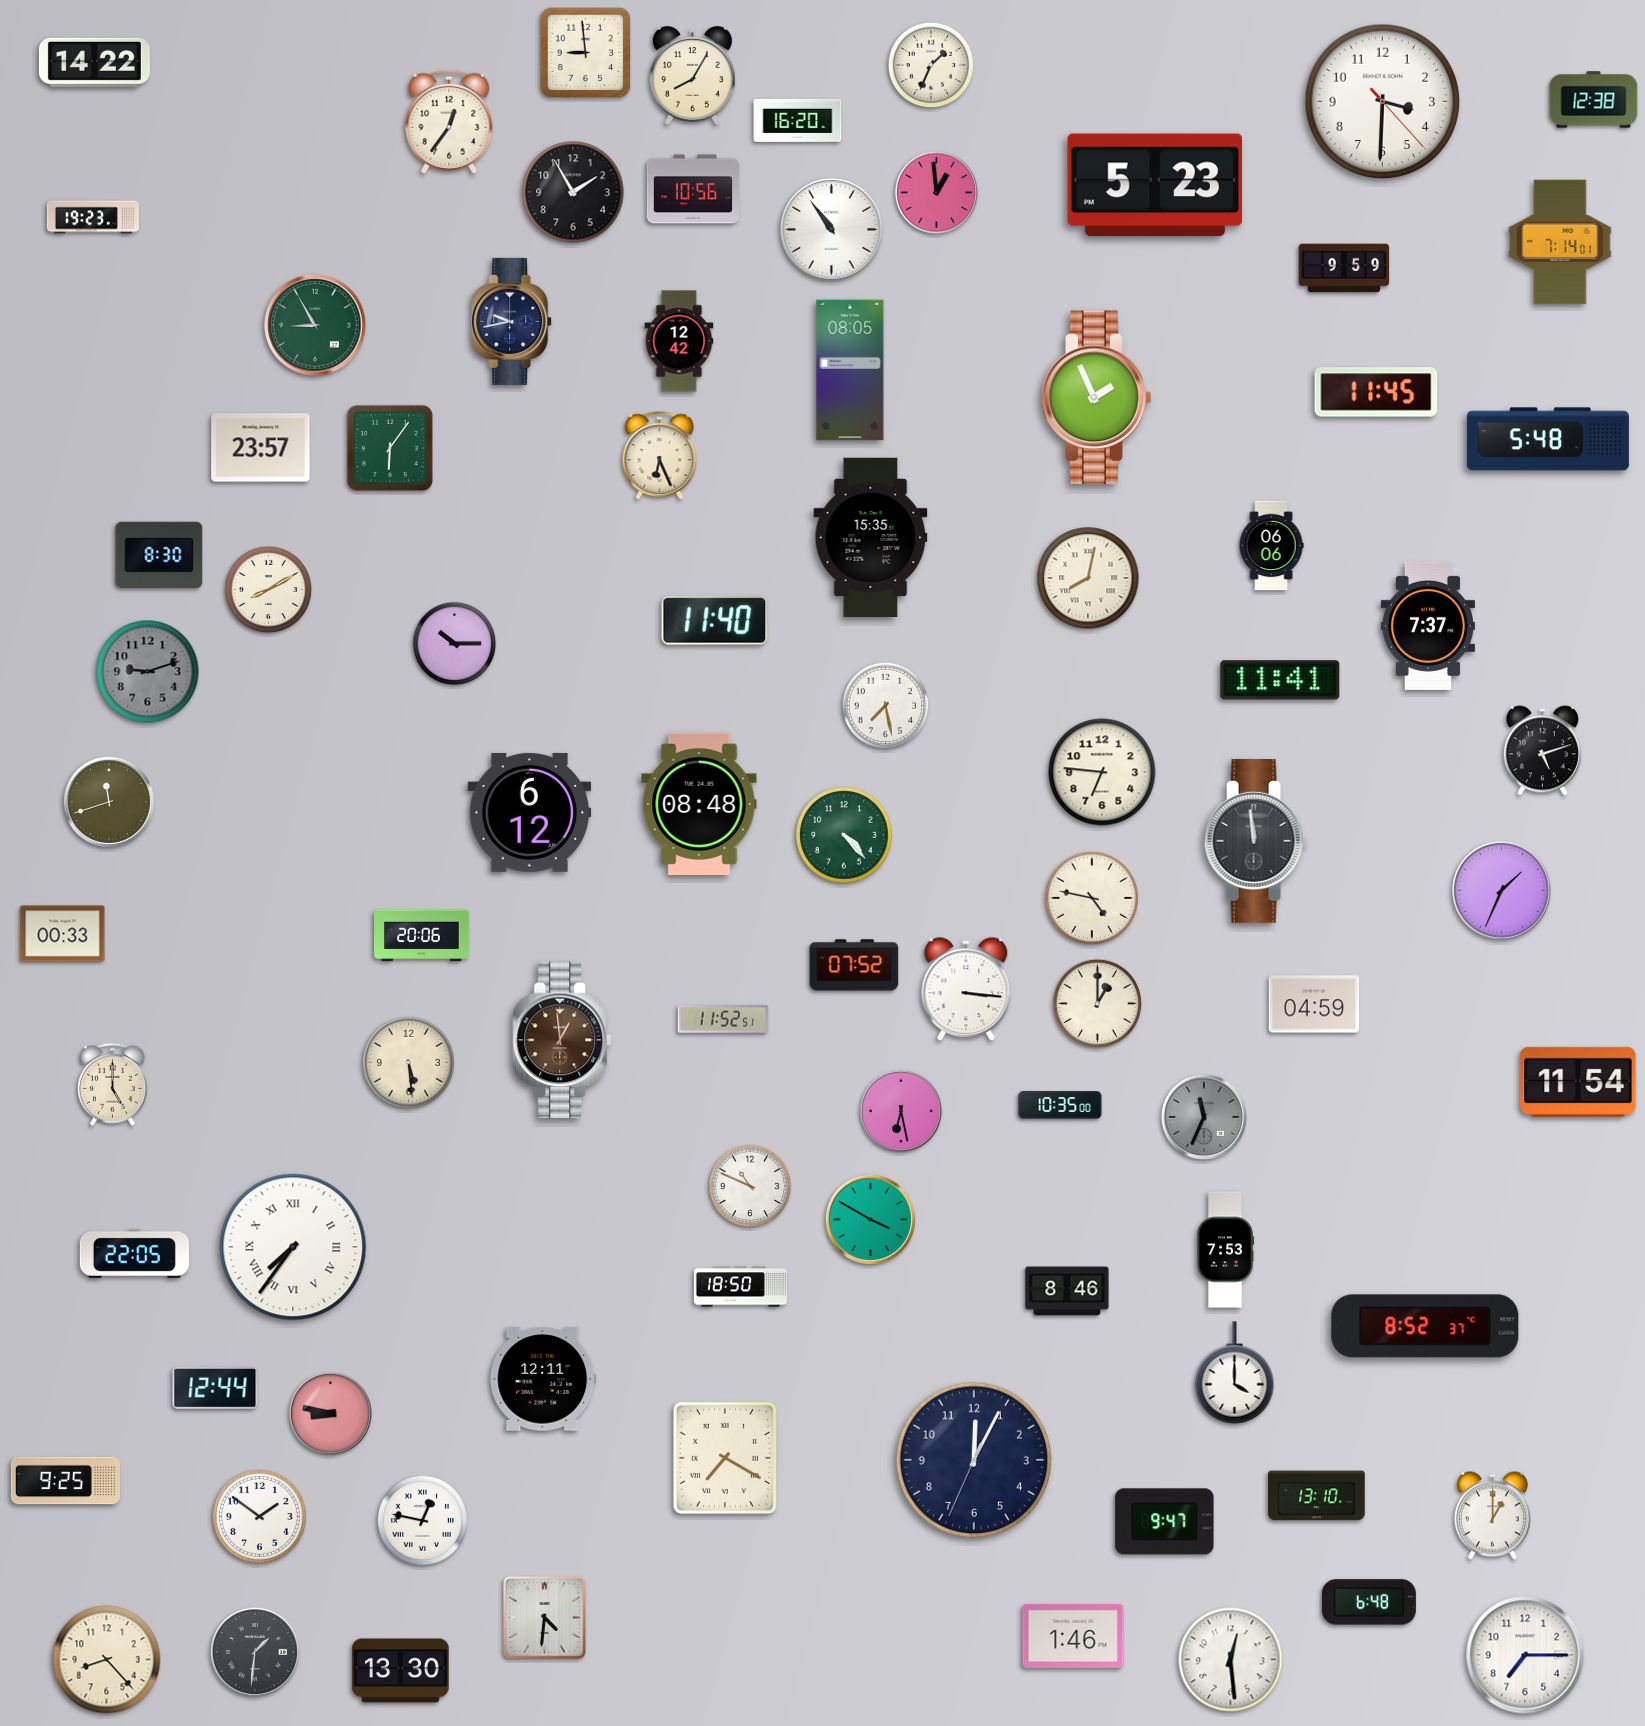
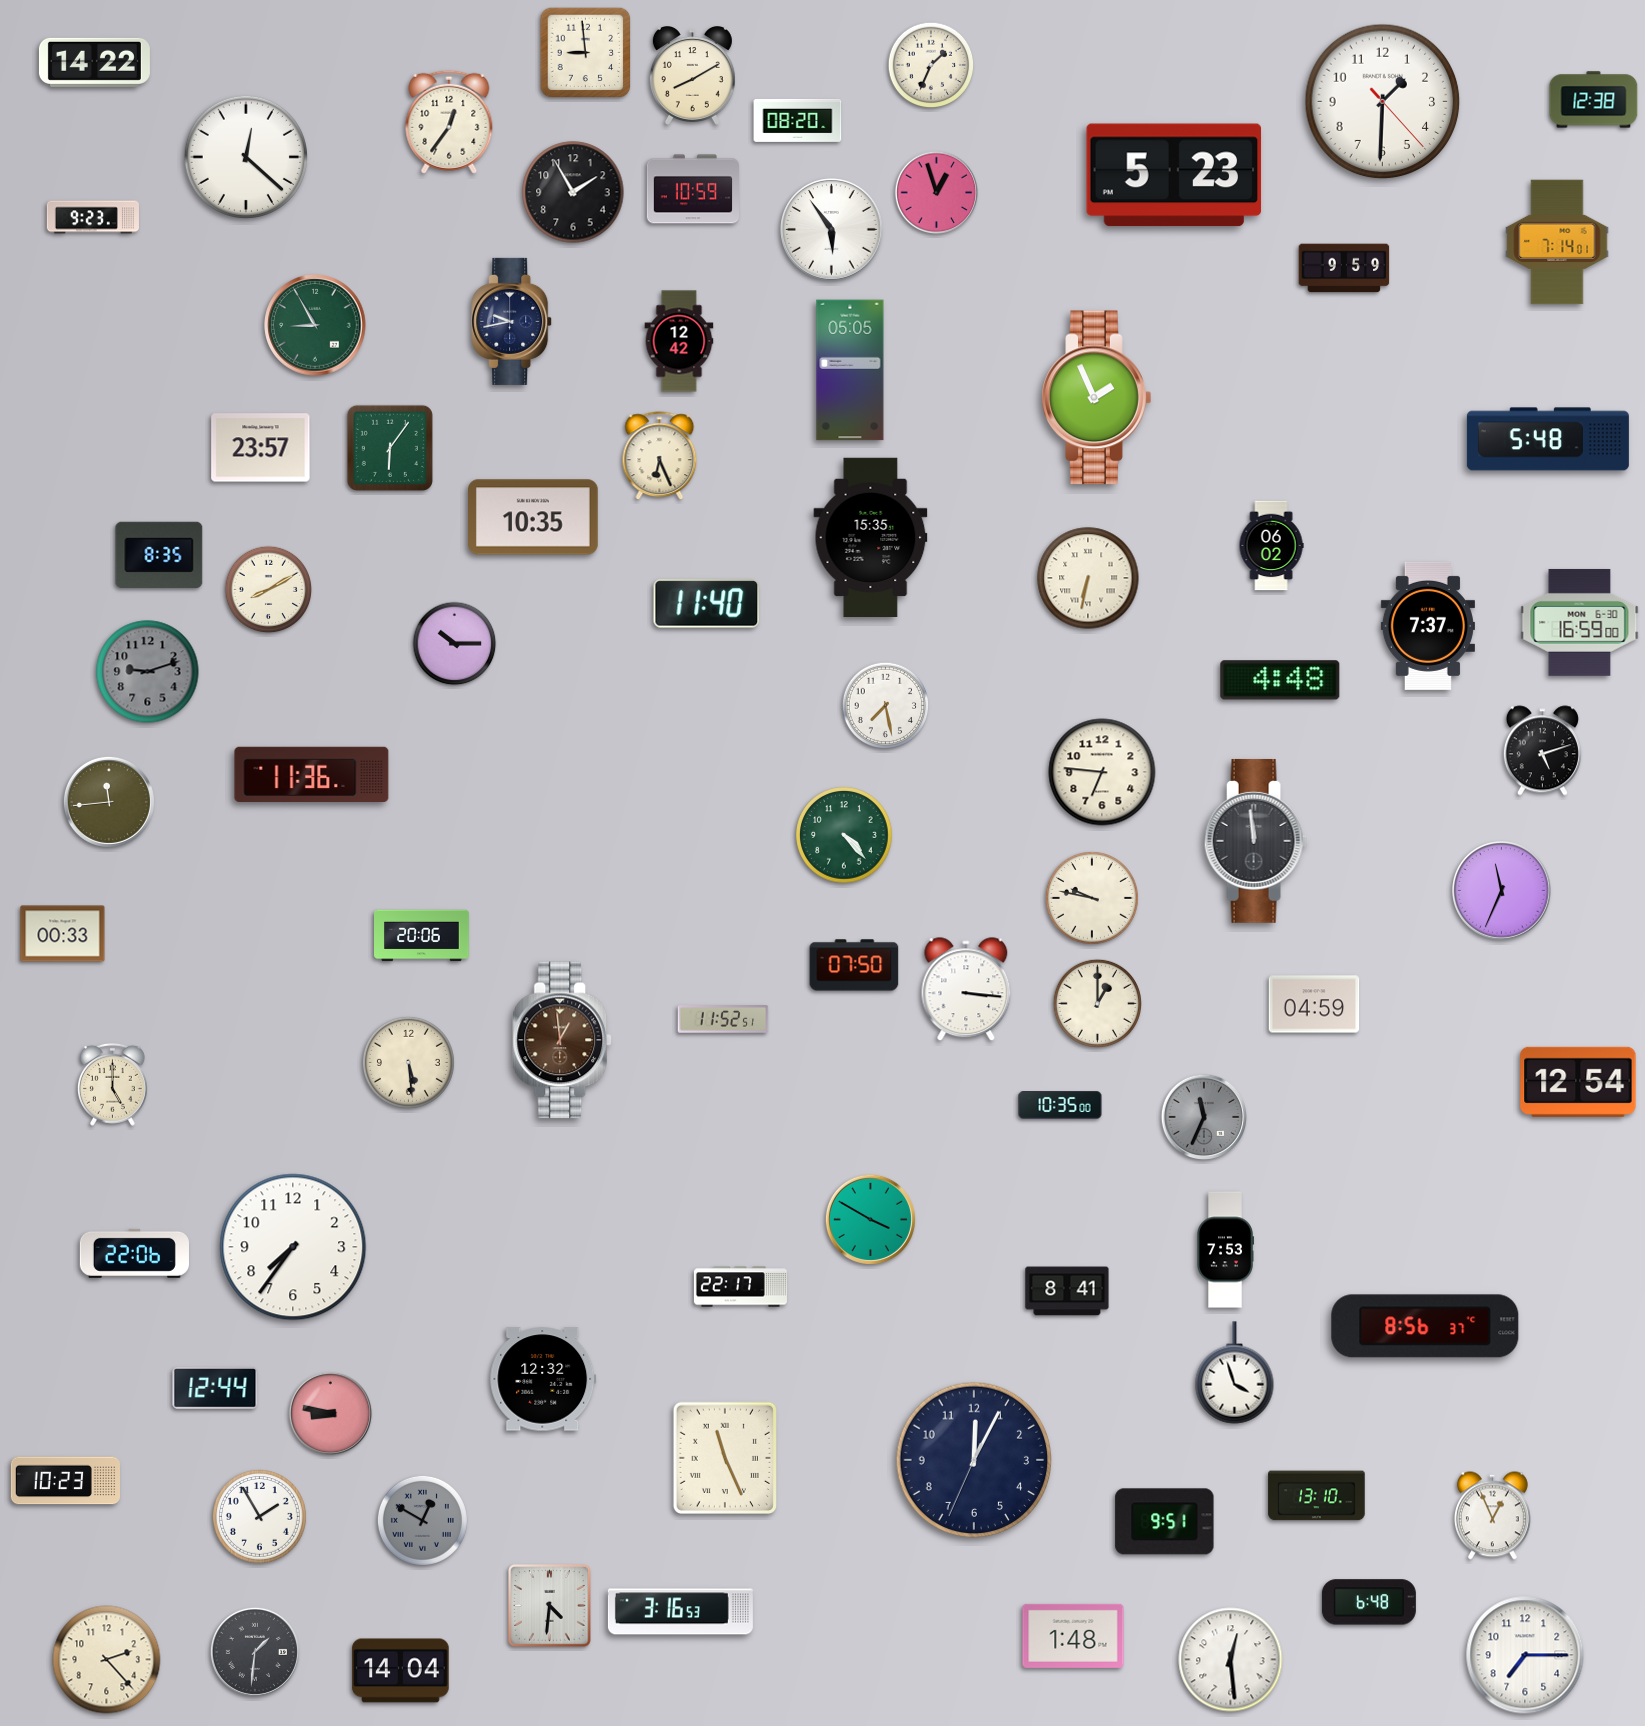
clock at (692, 76): 8:05 -> 8:10
clock at (1383, 102): 3:30 -> 1:30
clock at (798, 120): 16:20 -> 08:20
clock at (246, 157): none -> 12:22
clock at (1155, 185) position: (1155, 185) -> (1174, 175)
clock at (693, 189): 10:56 -> 10:59
clock at (937, 193): 12:59 -> 12:57
clock at (93, 217): 19:23 -> 9:23
clock at (832, 230): 10:54 -> 5:54
clock at (1560, 242) position: (1560, 242) -> (1557, 242)
clock at (850, 370): 08:05 -> 05:05
clock at (1376, 392): 11:45 -> none
clock at (534, 517): none -> 10:35
clock at (1271, 546): 06:06 -> 06:02
clock at (159, 555): 8:30 -> 8:35
clock at (1088, 578): 8:02 -> 6:32
clock at (715, 621) position: (715, 621) -> (707, 604)
clock at (1580, 622): none -> 16:59
clock at (1280, 680): 11:41 -> 4:48
clock at (312, 774): none -> 11:36
clock at (109, 802): 11:42 -> 11:44
clock at (699, 803): 08:48 -> none
clock at (530, 812): 6:12 -> none
clock at (1502, 891): 1:34 -> 11:34
clock at (1092, 898): 4:47 -> 9:47
clock at (854, 965): 07:52 -> 07:50
clock at (1578, 1082): 11:54 -> 12:54
clock at (901, 1111): 6:28 -> none
clock at (750, 1186): 10:49 -> none
clock at (293, 1247) numerals: Roman -> Arabic
clock at (134, 1253): 22:05 -> 22:06
clock at (740, 1287): 18:50 -> 22:17
clock at (1067, 1291): 8:46 -> 8:41
clock at (1425, 1326): 8:52 -> 8:56
clock at (1235, 1373): 4:00 -> 3:57
clock at (543, 1379): 12:11 -> 12:32
clock at (724, 1457): 7:20 -> 11:26
clock at (65, 1481): 9:25 -> 10:23
clock at (259, 1516): 1:51 -> 1:55
clock at (1492, 1516): 1:00 -> 12:56
clock at (422, 1520): 12:47 -> 12:50
clock at (422, 1520) dial: white -> grey
clock at (1165, 1522): 9:47 -> 9:51
clock at (680, 1612): none -> 3:16
clock at (545, 1618) position: (545, 1618) -> (550, 1606)
clock at (1073, 1636): 1:46 -> 1:48
clock at (107, 1660): 8:23 -> 2:23
clock at (401, 1671): 13:30 -> 14:04
